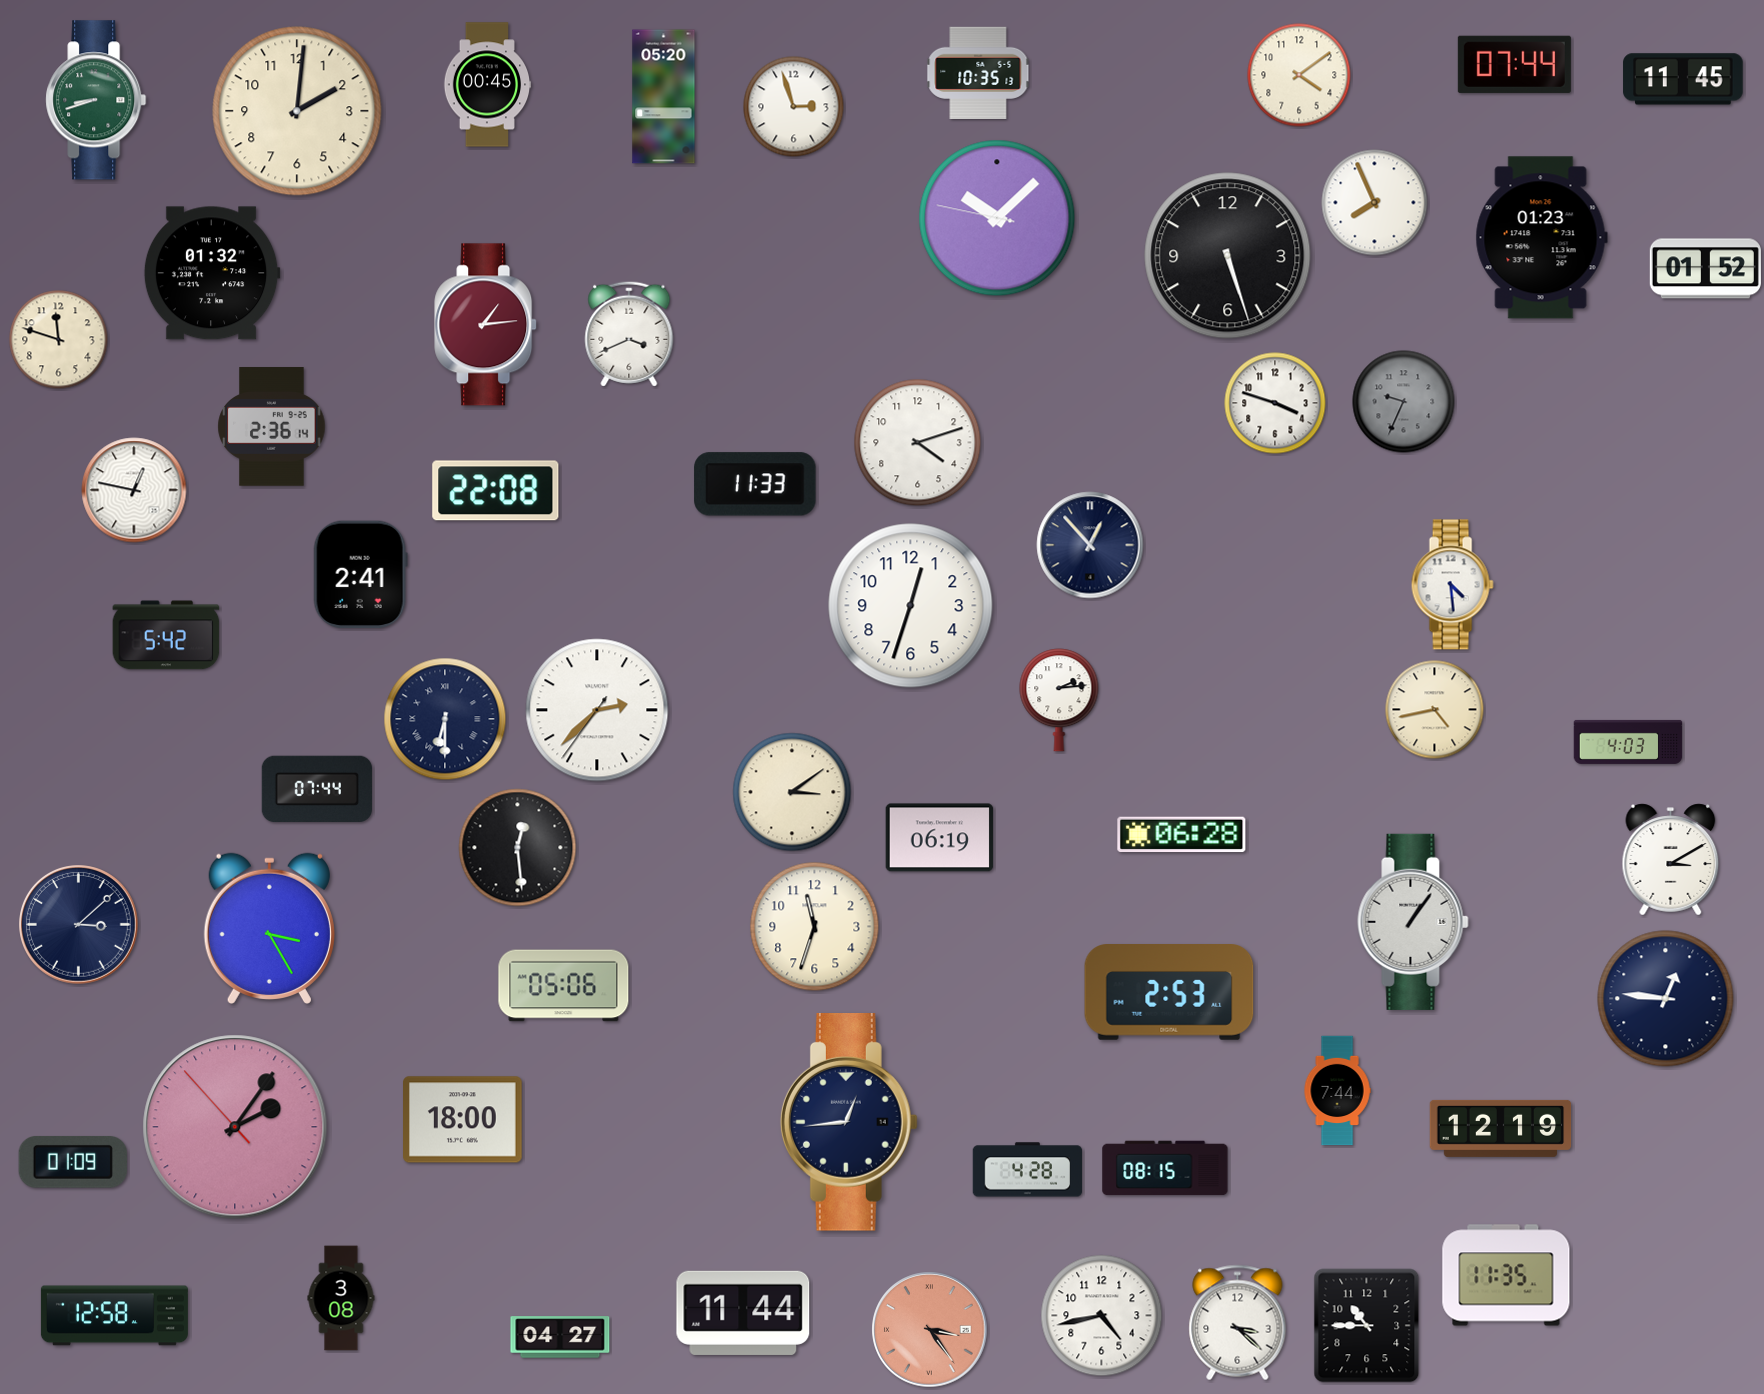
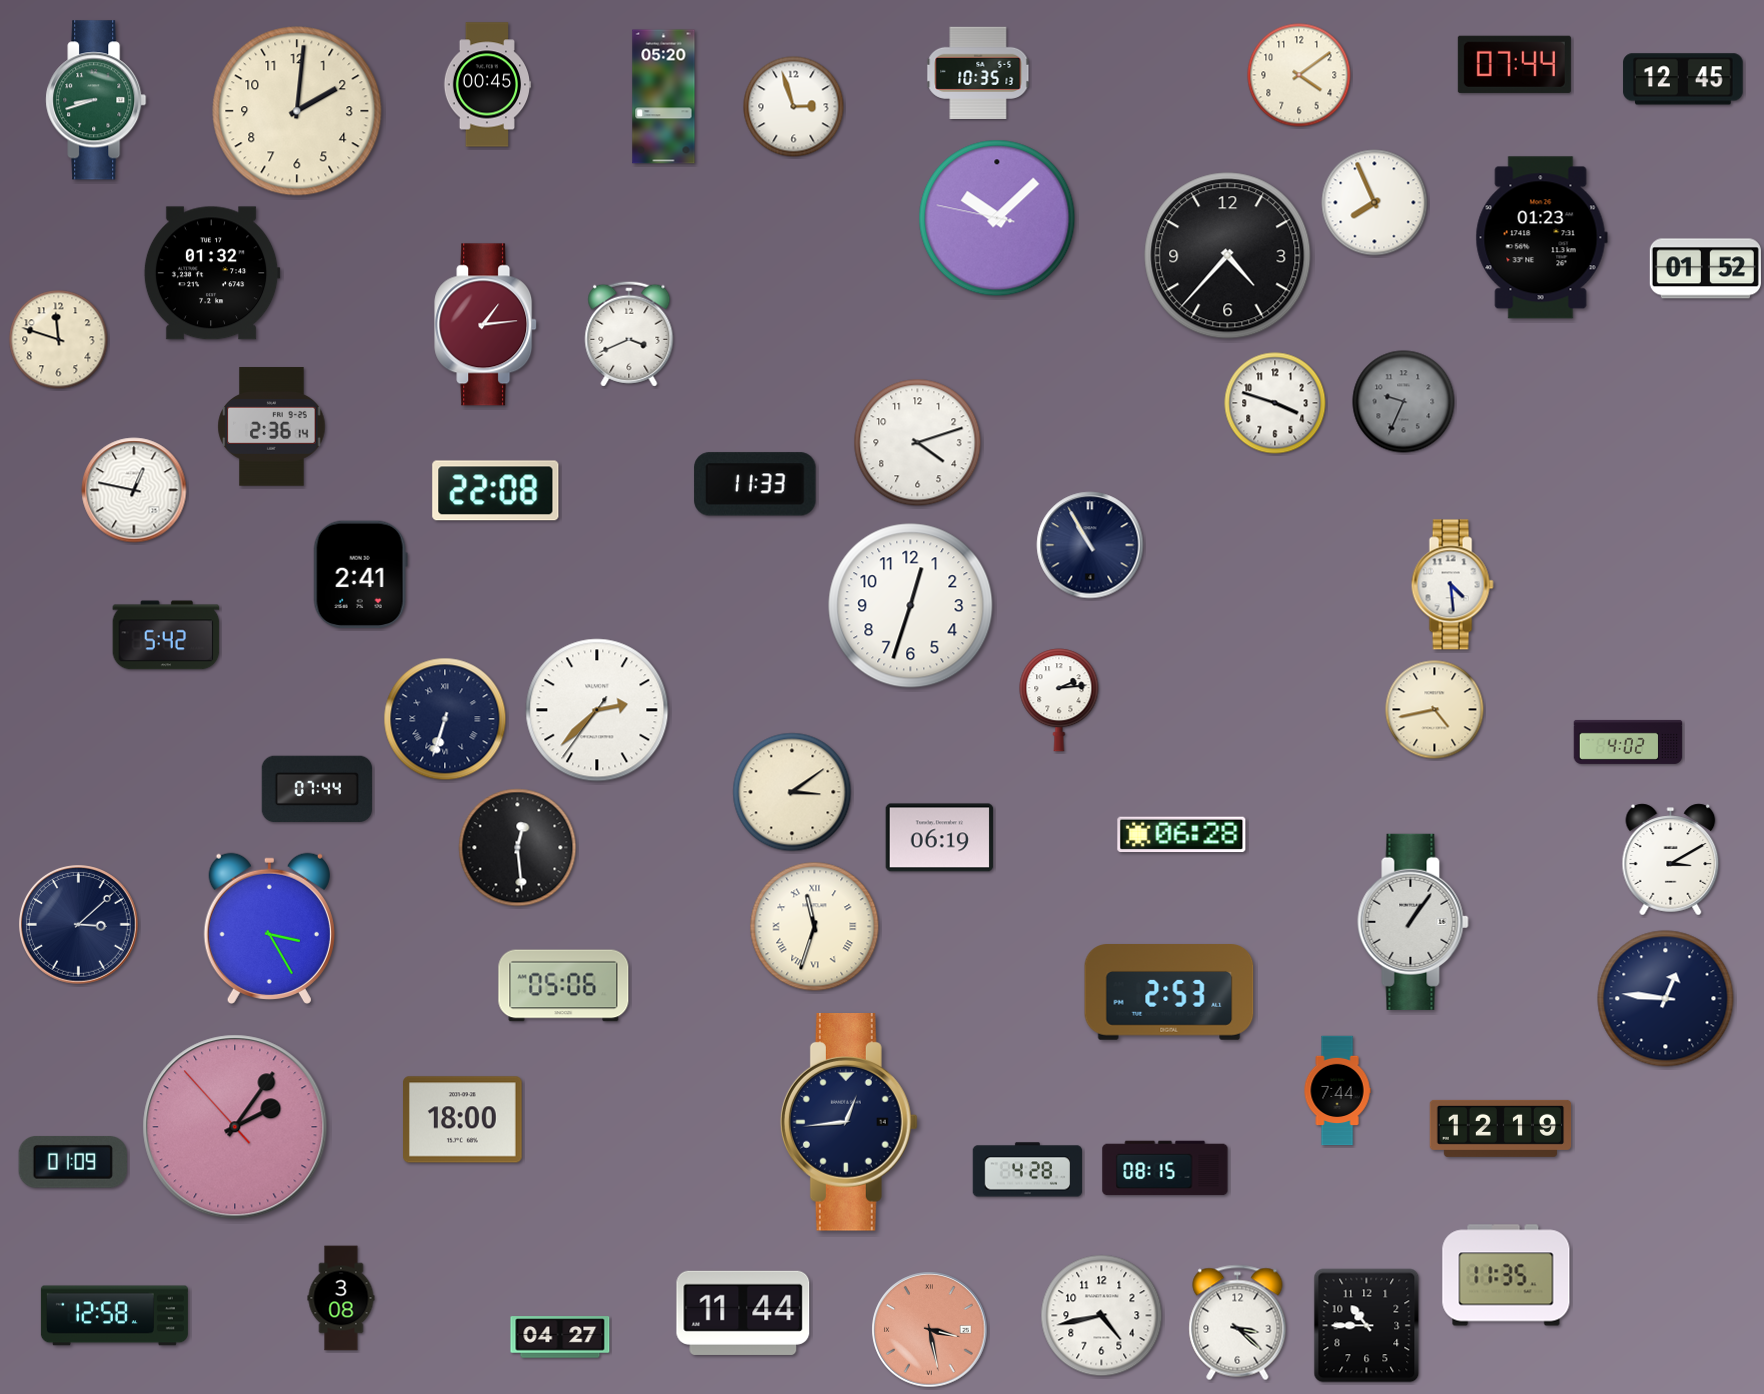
clock at (1683, 79): 11:45 -> 12:45
clock at (1228, 256): 5:27 -> 4:37
clock at (1090, 545): 12:53 -> 10:55
clock at (445, 719): 6:30 -> 6:33
clock at (1628, 742): 4:03 -> 4:02
clock at (815, 927) numerals: Arabic -> Roman
clock at (930, 1330): 3:24 -> 3:28
